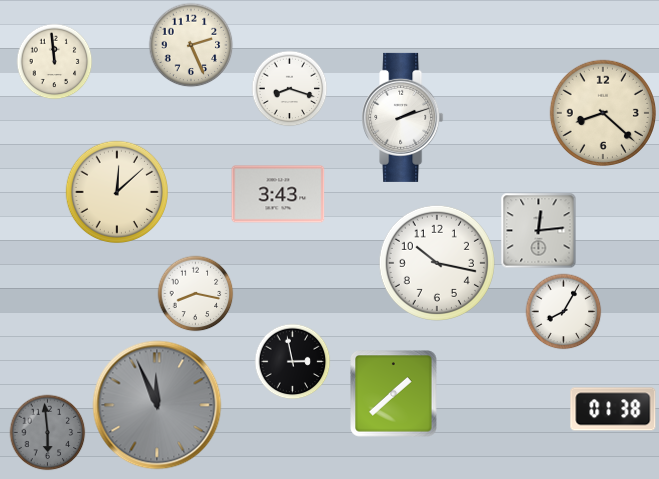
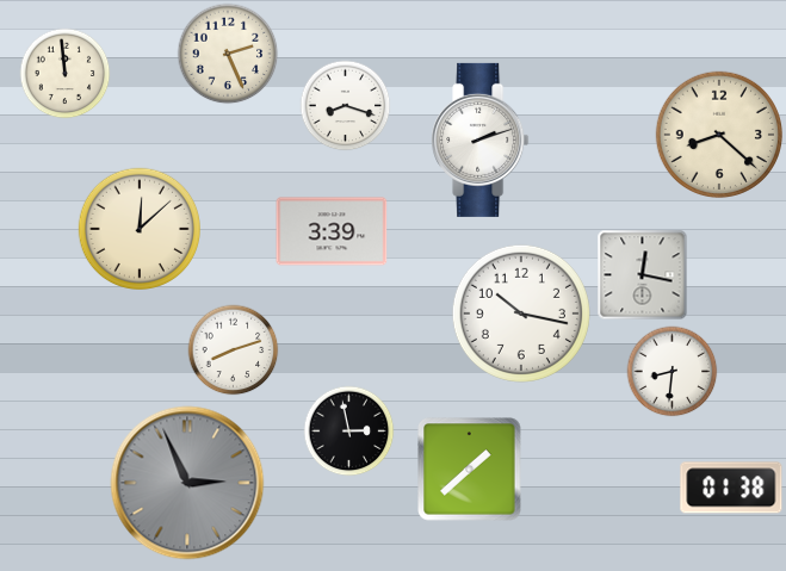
clock at (278, 194): 3:43 -> 3:39
clock at (539, 231): 12:14 -> 12:17
clock at (196, 294): 8:17 -> 8:12
clock at (564, 312): 8:05 -> 8:31
clock at (157, 405): 11:56 -> 2:56
clock at (48, 433): 5:59 -> none
